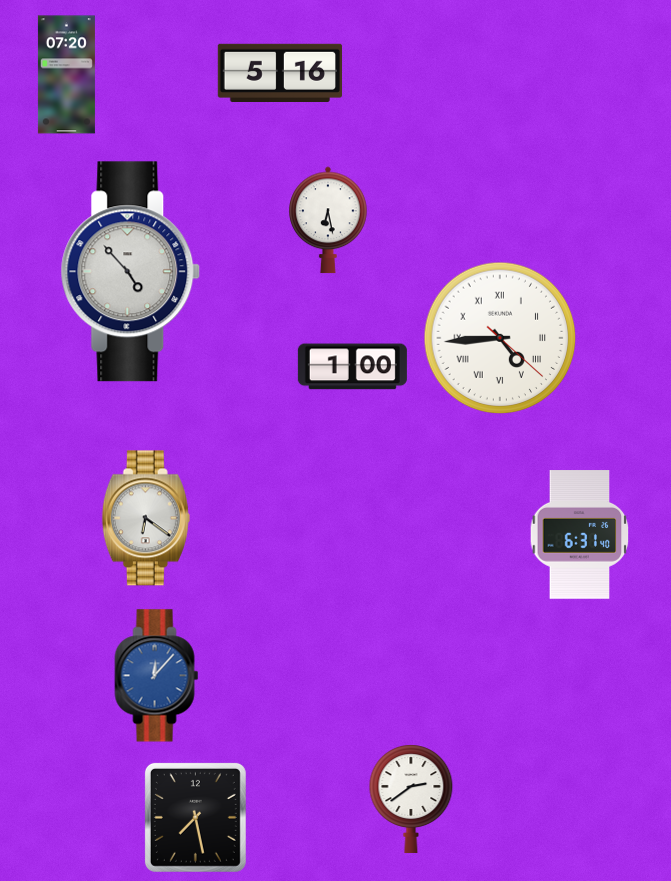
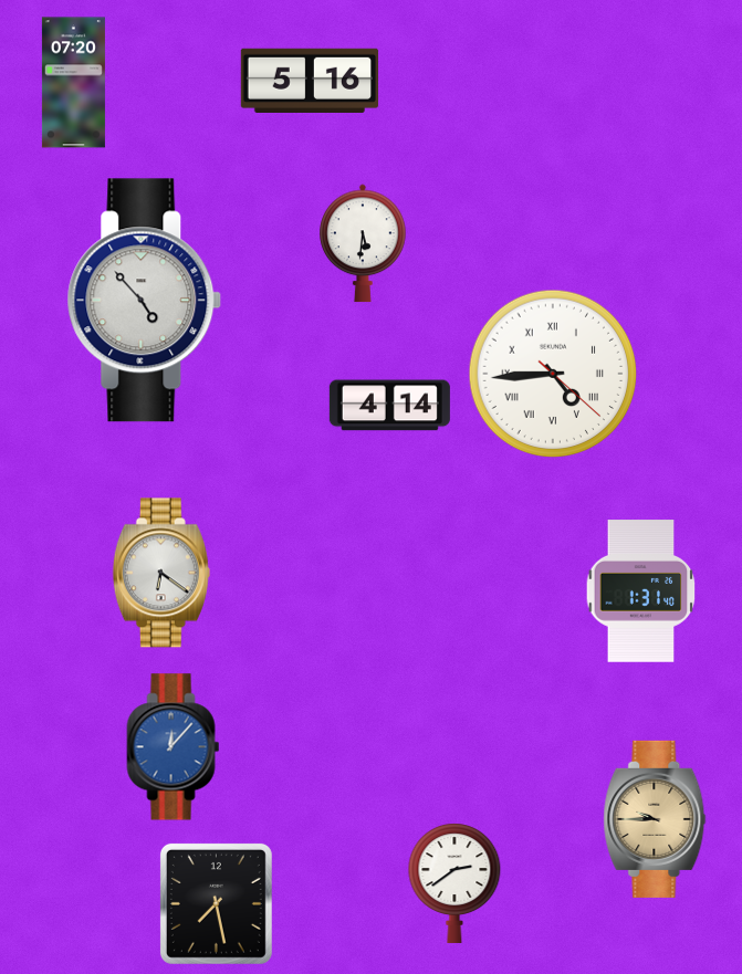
clock at (328, 220): 6:28 -> 5:31
clock at (352, 367): 1:00 -> 4:14
clock at (580, 535): 6:31 -> 1:31
clock at (655, 819): none -> 9:45
